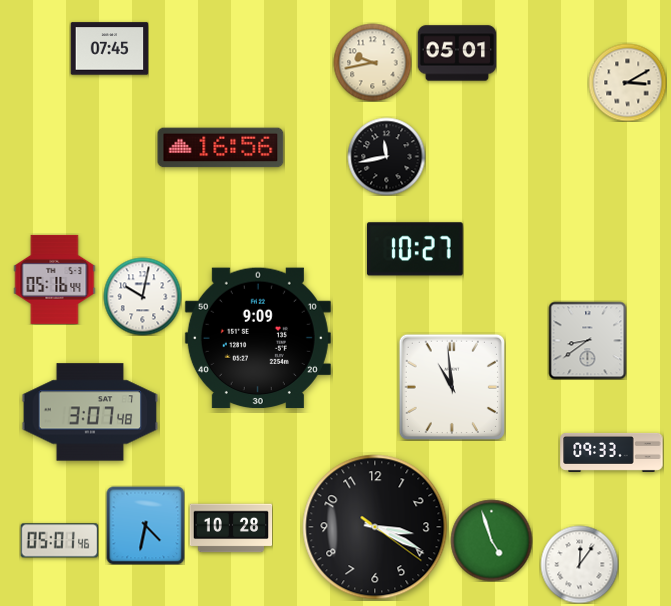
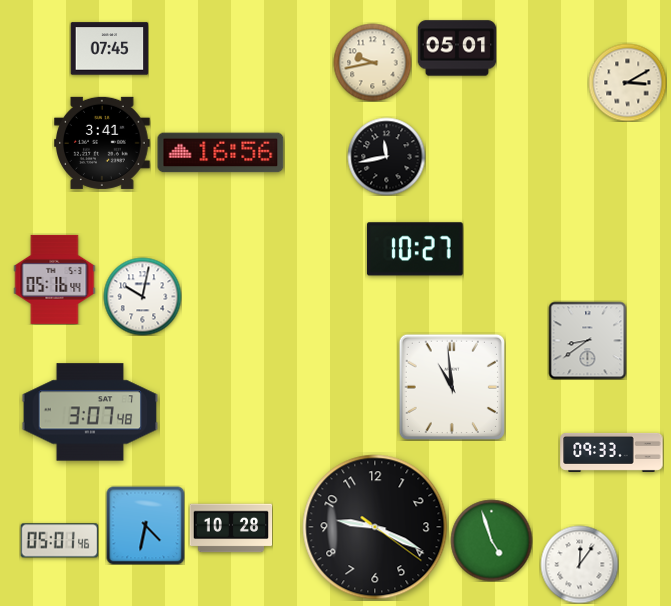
clock at (457, 53) position: (457, 53) -> (457, 48)
clock at (103, 143): none -> 3:41
clock at (221, 148) position: (221, 148) -> (221, 153)
clock at (258, 338): 9:09 -> none
clock at (375, 527): 3:19 -> 9:19
